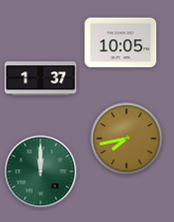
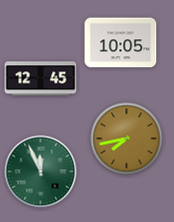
clock at (41, 79): 1:37 -> 12:45
clock at (41, 172): 12:00 -> 11:56
